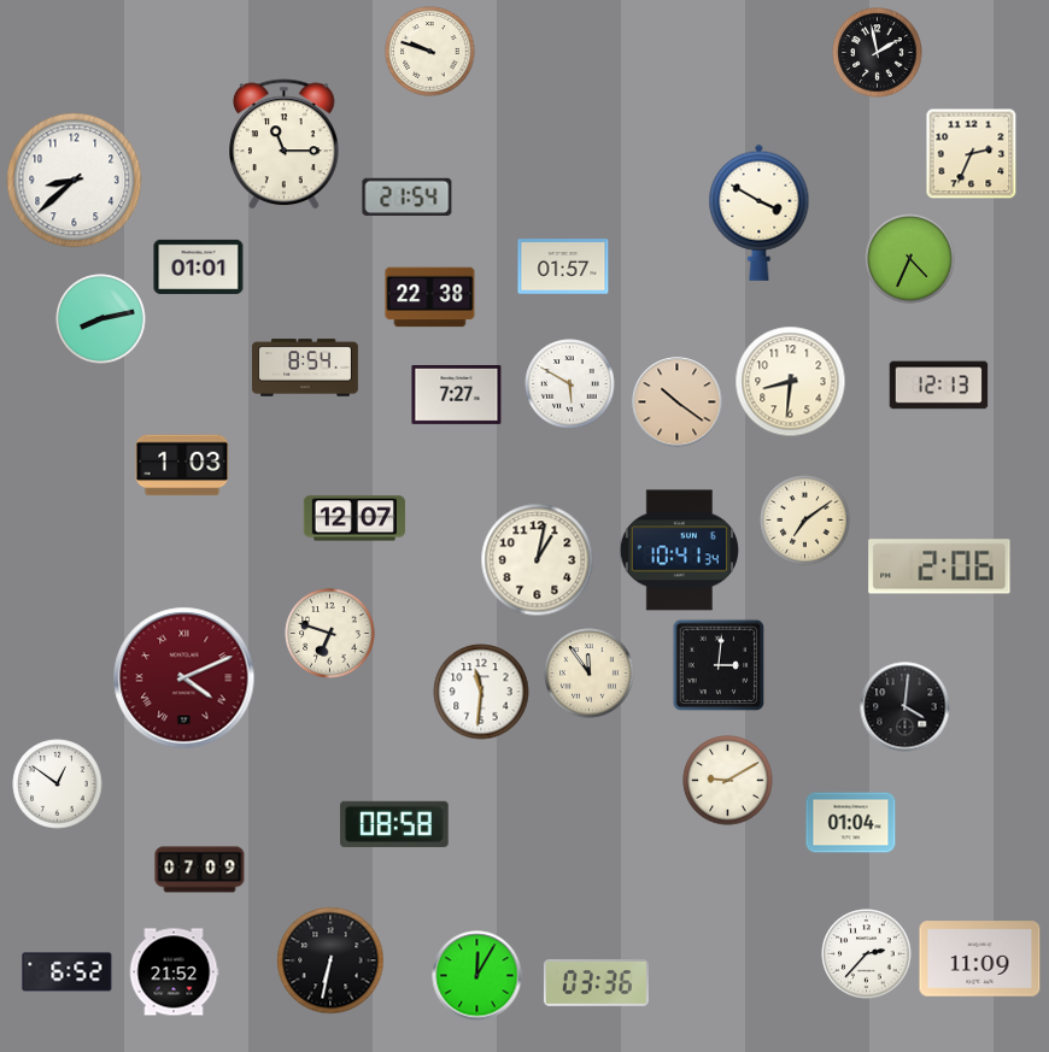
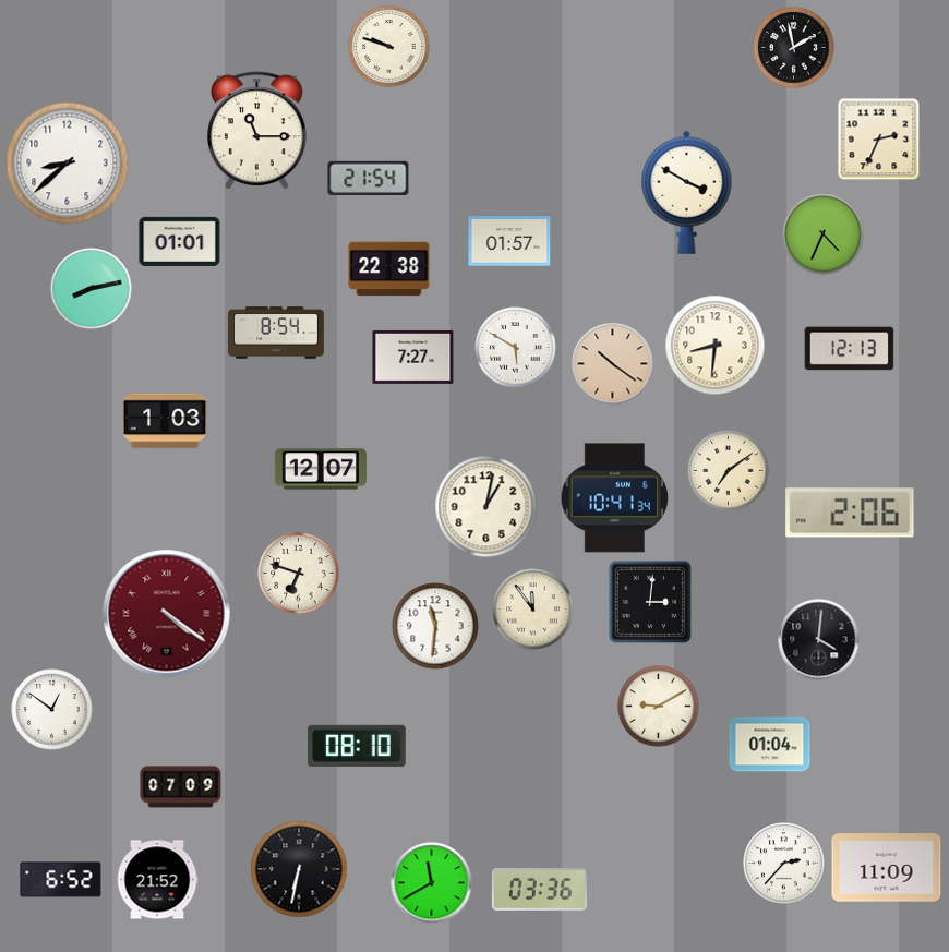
clock at (184, 678): 4:11 -> 4:21
clock at (394, 824): 08:58 -> 08:10
clock at (477, 976): 12:05 -> 11:40
